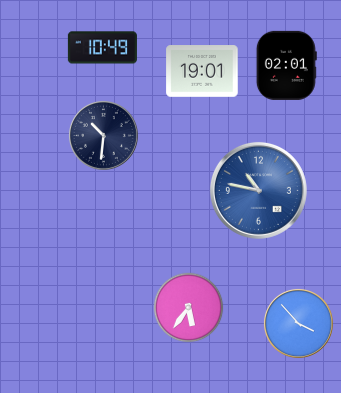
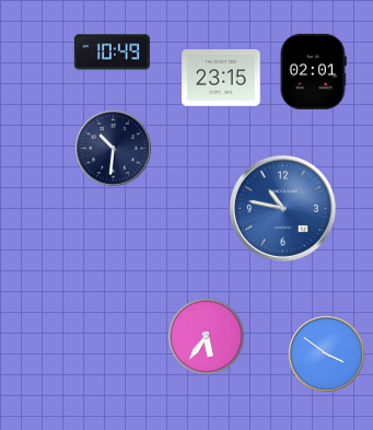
clock at (202, 71): 19:01 -> 23:15
clock at (298, 323): 3:53 -> 3:51
